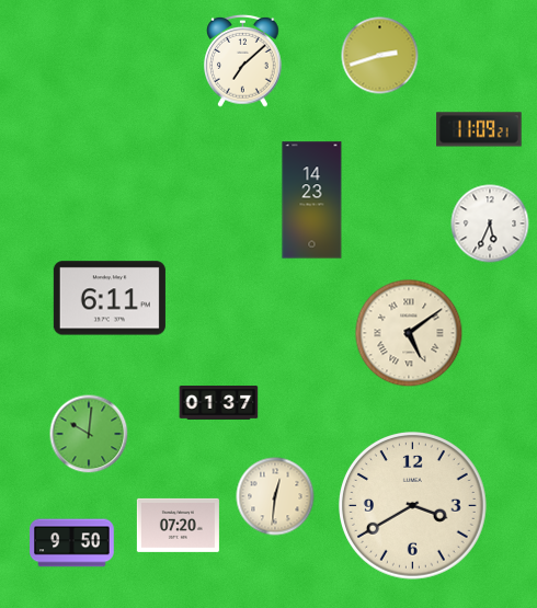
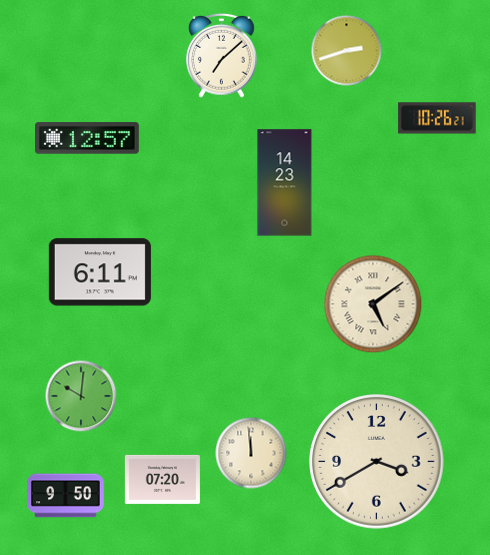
clock at (479, 129): 11:09 -> 10:26
clock at (88, 138): none -> 12:57
clock at (490, 223): 5:34 -> none
clock at (219, 403): 01:37 -> none
clock at (275, 496): 12:31 -> 11:59
